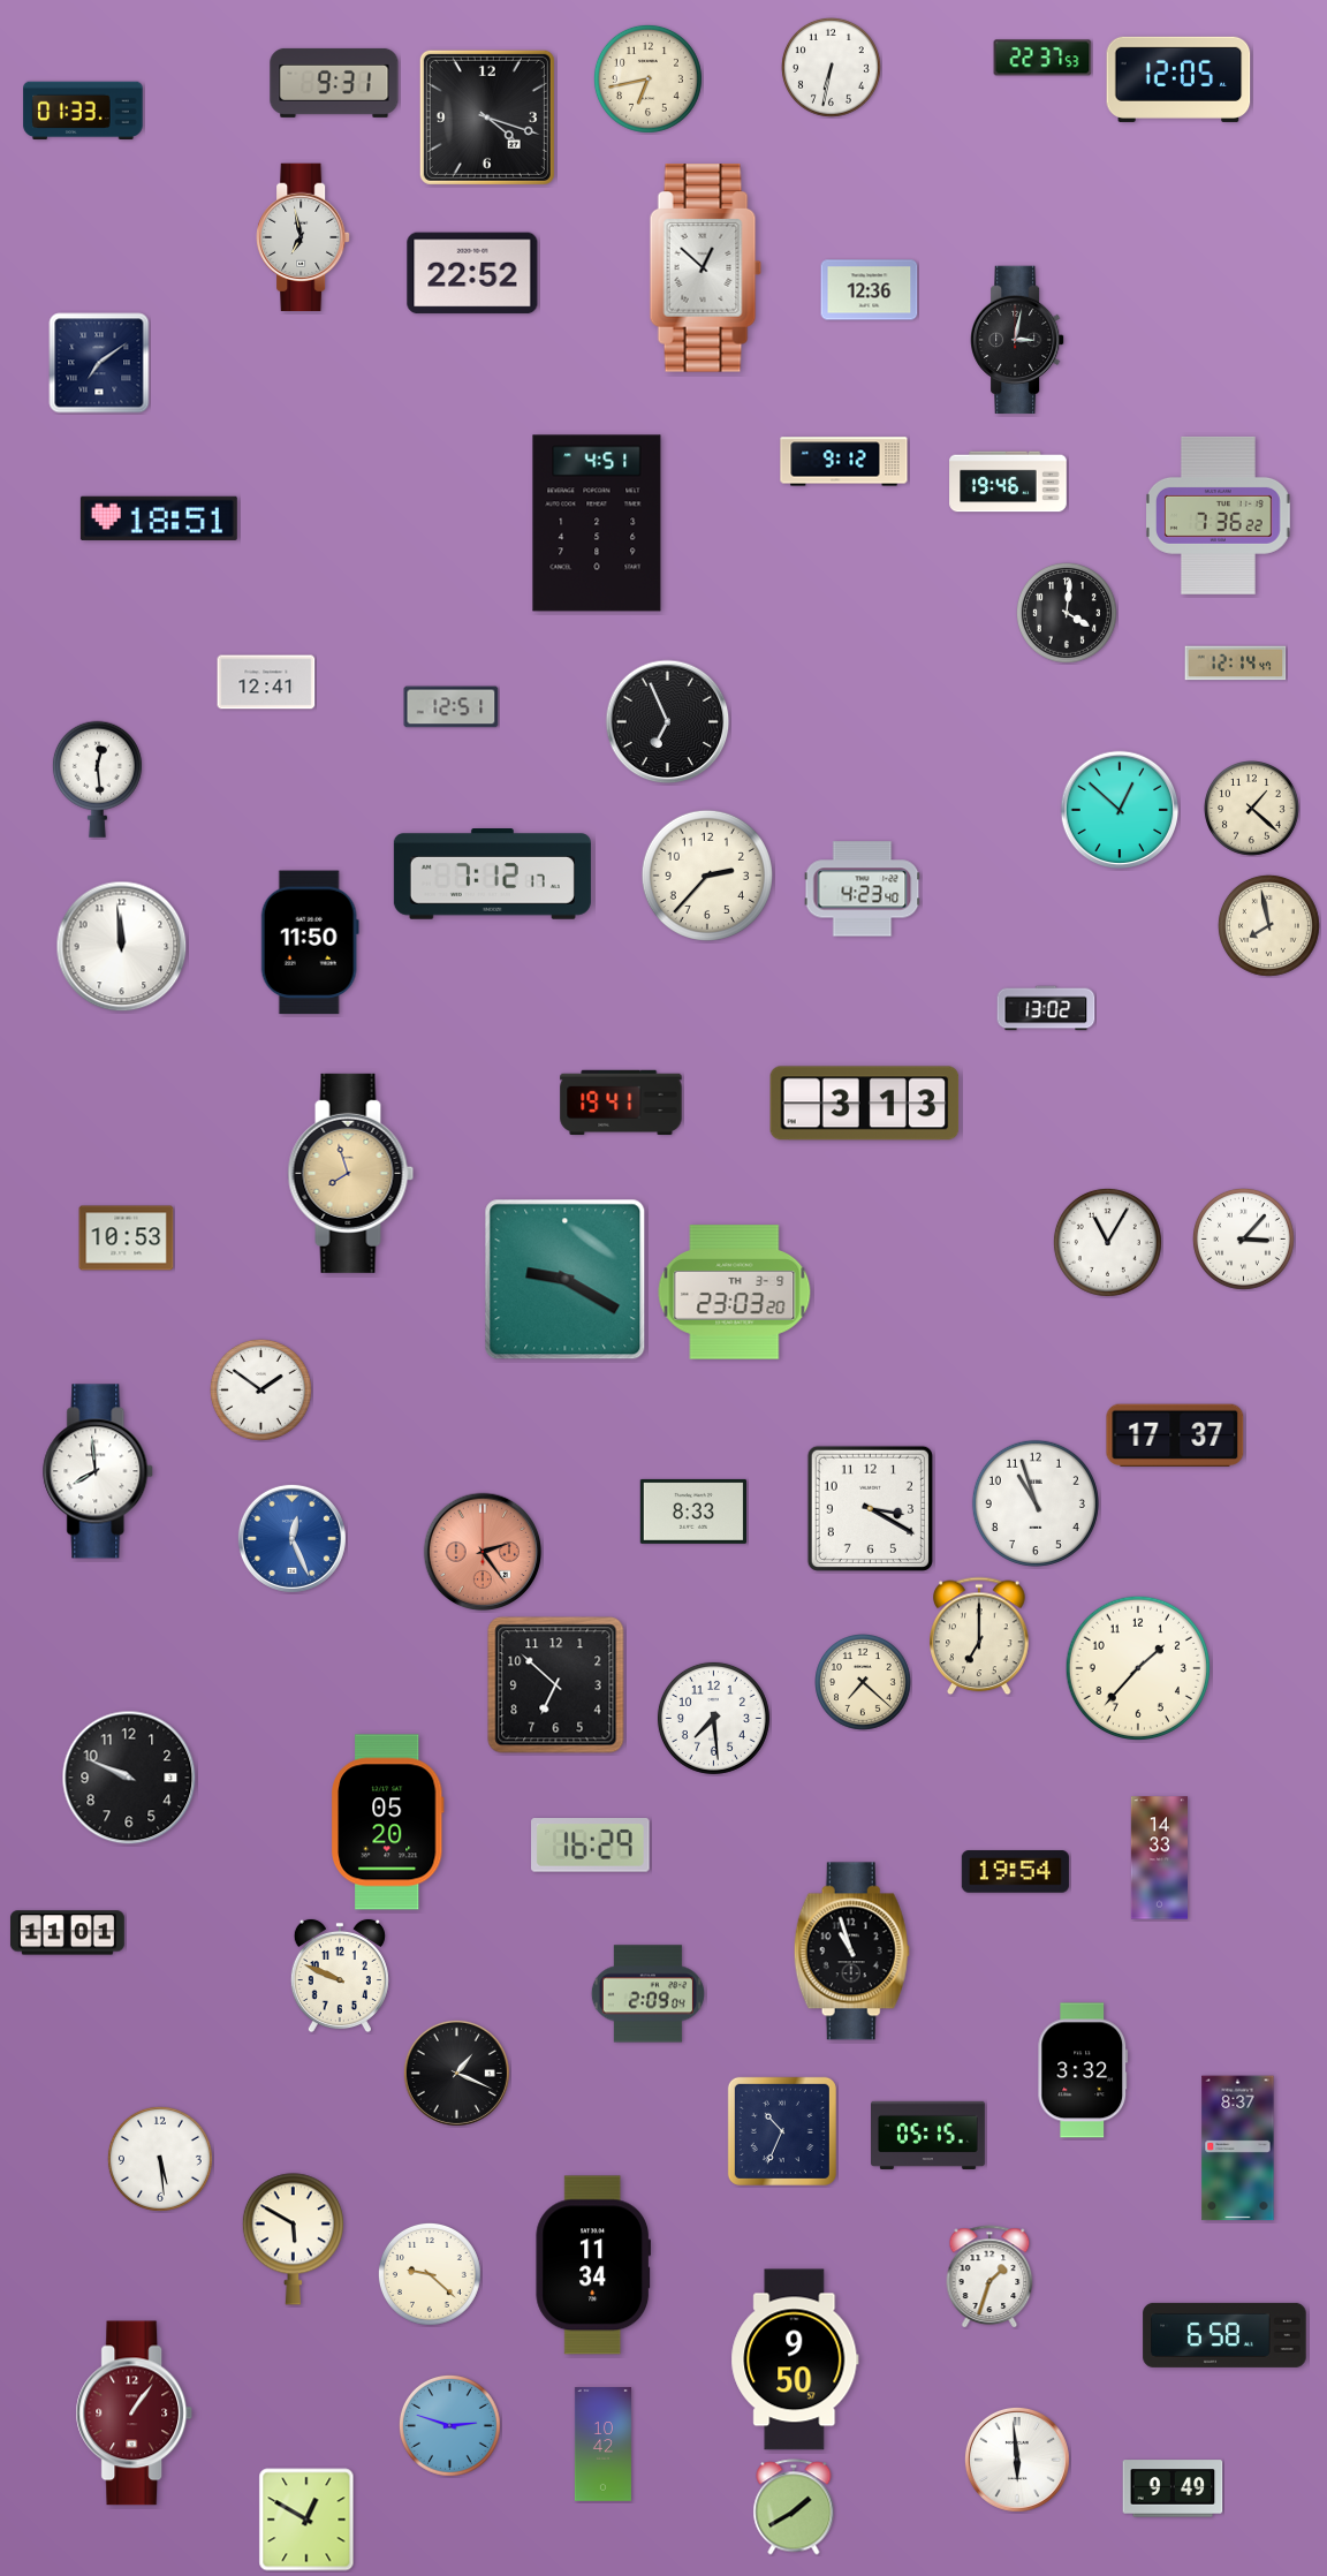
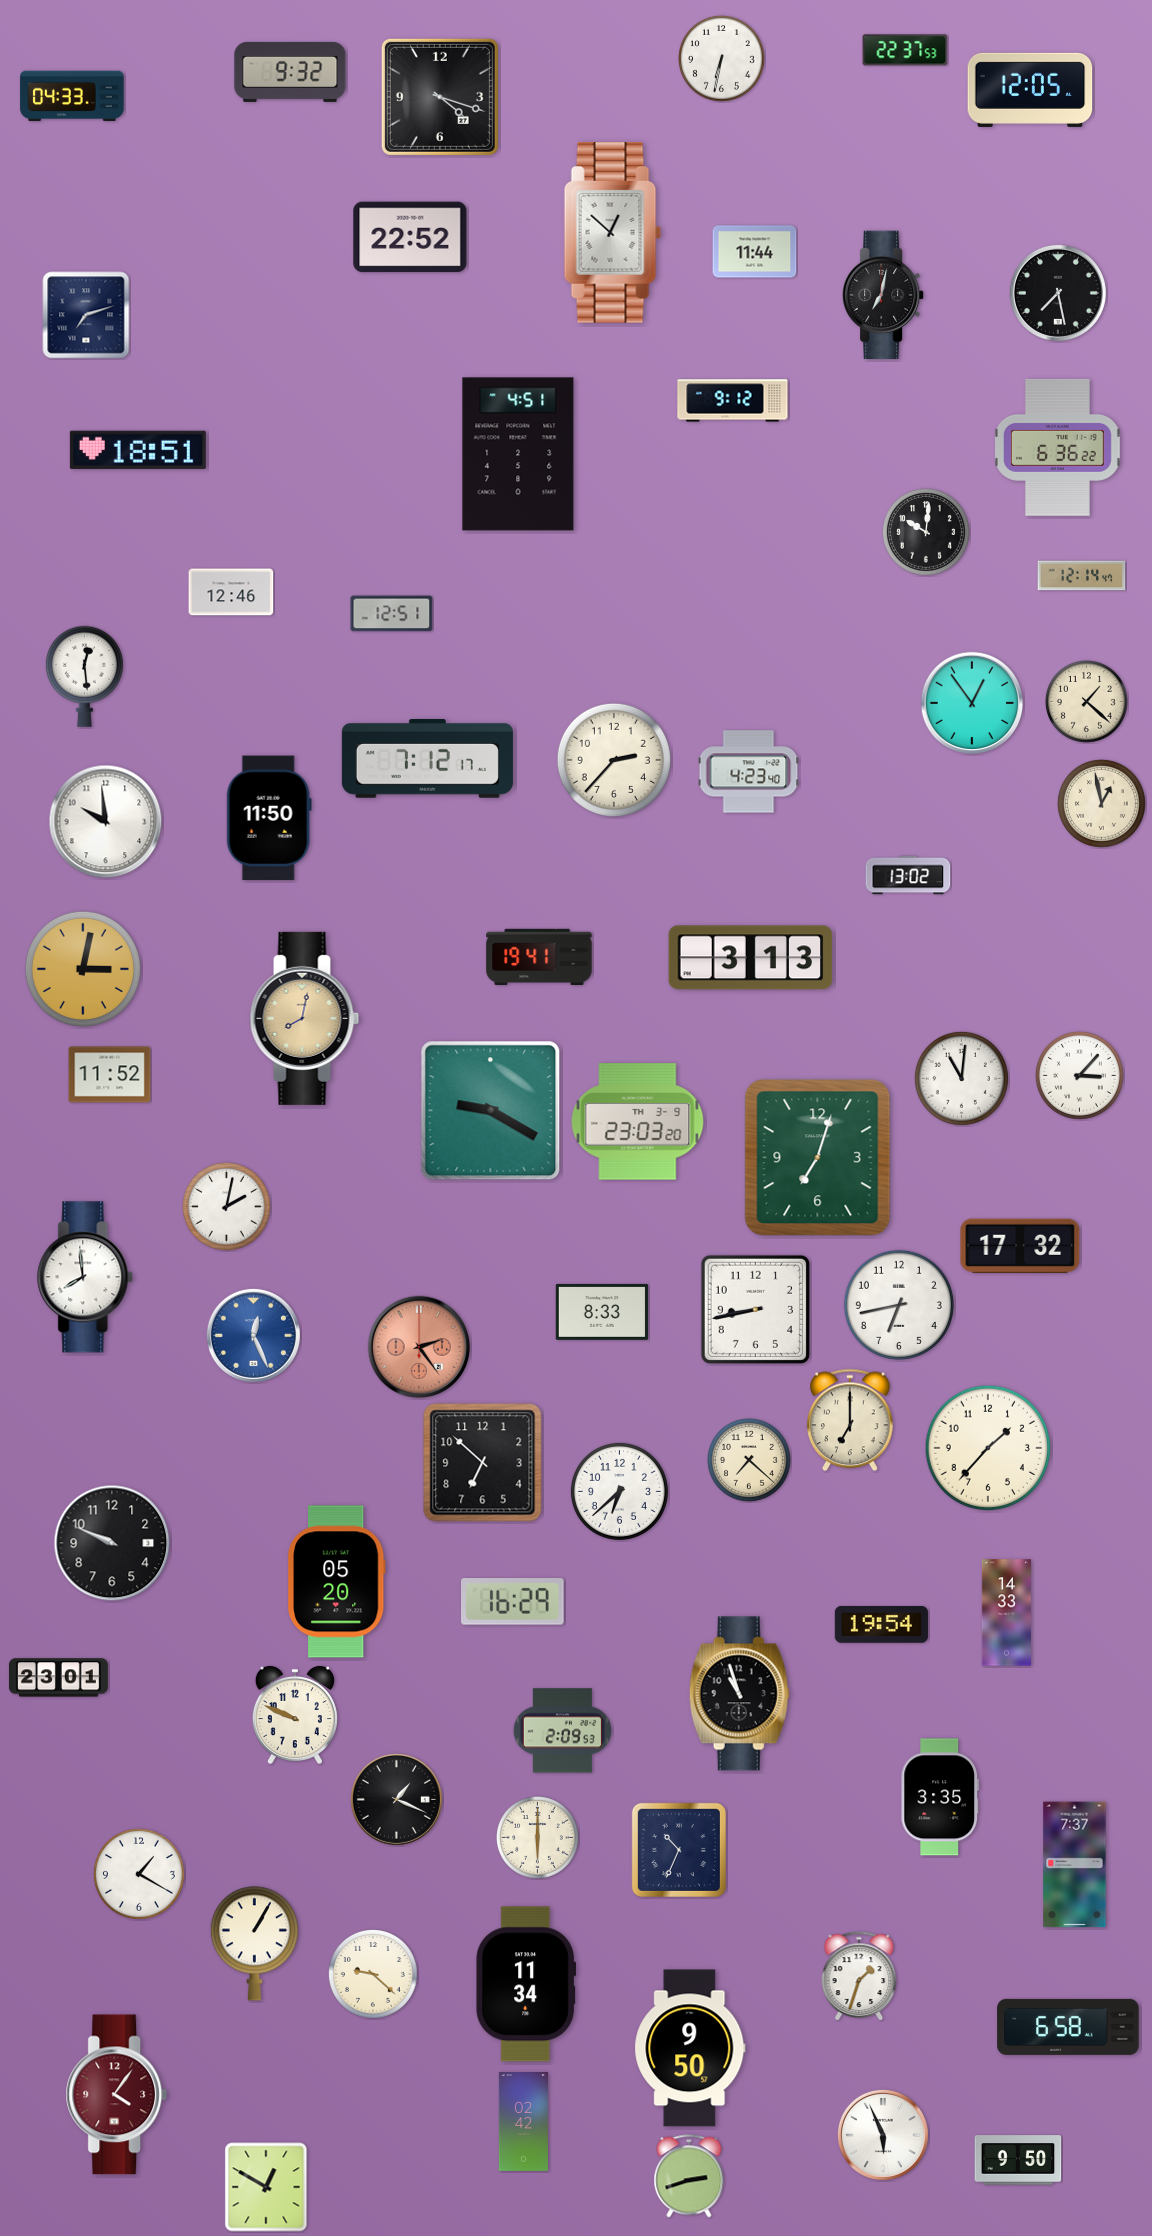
clock at (647, 78): 6:43 -> none
clock at (1178, 79) position: (1178, 79) -> (1030, 90)
clock at (334, 83): 9:31 -> 9:32
clock at (83, 111): 01:33 -> 04:33
clock at (487, 118) position: (487, 118) -> (440, 97)
clock at (303, 237): 6:58 -> none
clock at (870, 290): 12:36 -> 11:44
clock at (1058, 293): none -> 7:28
clock at (1017, 340): 3:02 -> 7:02
clock at (99, 363): 7:09 -> 7:12
clock at (1008, 482): 19:46 -> none
clock at (1219, 515): 7:36 -> 6:36
clock at (1067, 613): 4:01 -> 10:01
clock at (1236, 664) position: (1236, 664) -> (1082, 576)
clock at (266, 682): 12:41 -> 12:46
clock at (668, 722): 6:56 -> none
clock at (1120, 810): 12:52 -> 12:54
clock at (1268, 925): 7:58 -> 12:58
clock at (122, 947): 11:59 -> 9:59
clock at (83, 969): none -> 3:02
clock at (351, 1173): 7:57 -> 8:02
clock at (127, 1238): 10:53 -> 11:52
clock at (1107, 1242): 11:05 -> 11:01
clock at (818, 1158): none -> 7:03
clock at (260, 1389): 1:51 -> 2:02
clock at (1175, 1434): 17:37 -> 17:32
clock at (1036, 1503): 10:57 -> 6:43
clock at (870, 1508): 3:20 -> 8:43
clock at (713, 1718): 7:29 -> 6:38
clock at (67, 1933): 11:01 -> 23:01
clock at (647, 1994): 2:09:04 -> 2:09:53
clock at (1083, 2070): 3:32 -> 3:35
clock at (538, 1838): none -> 6:00
clock at (928, 2135): 05:15 -> none
clock at (1238, 2149): 8:37 -> 7:37
clock at (160, 2159): 5:29 -> 1:20
clock at (293, 2240): 5:50 -> 1:05
clock at (592, 2265) position: (592, 2265) -> (525, 1984)
clock at (1224, 2335) position: (1224, 2335) -> (1068, 2027)
clock at (135, 2414): 1:06 -> 4:06
clock at (449, 2425): 2:48 -> none
clock at (602, 2445): 10:42 -> 02:42
clock at (1017, 2460): 5:59 -> 5:56
clock at (1173, 2488): 9:49 -> 9:50
clock at (794, 2507): 1:40 -> 2:42
